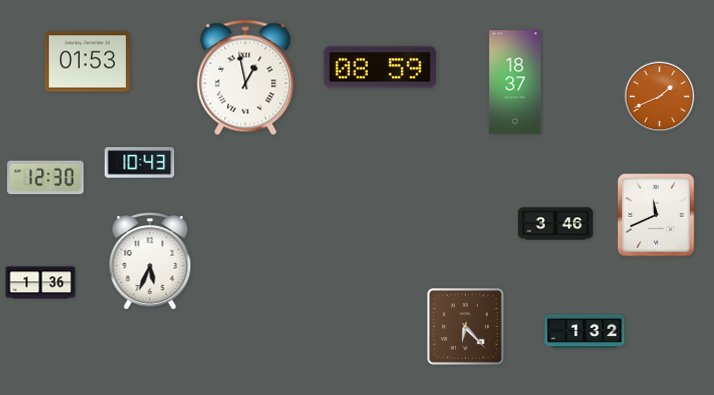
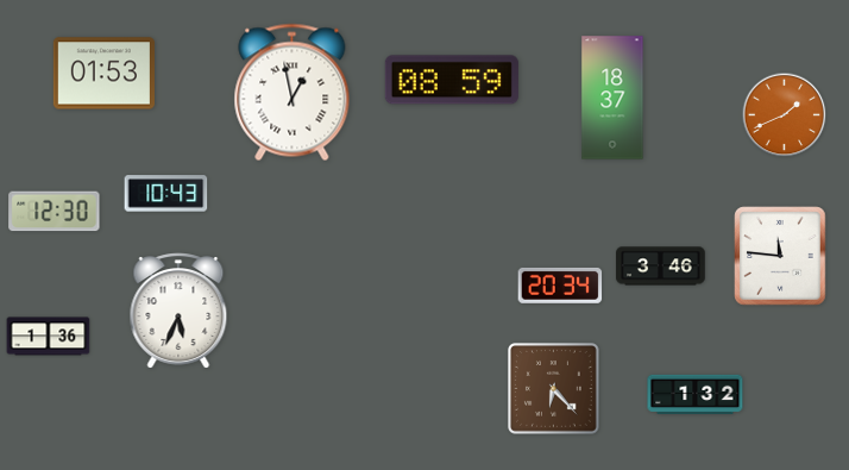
clock at (656, 215): 11:41 -> 11:46
clock at (560, 286): none -> 20:34
